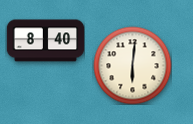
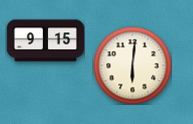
clock at (45, 41): 8:40 -> 9:15
